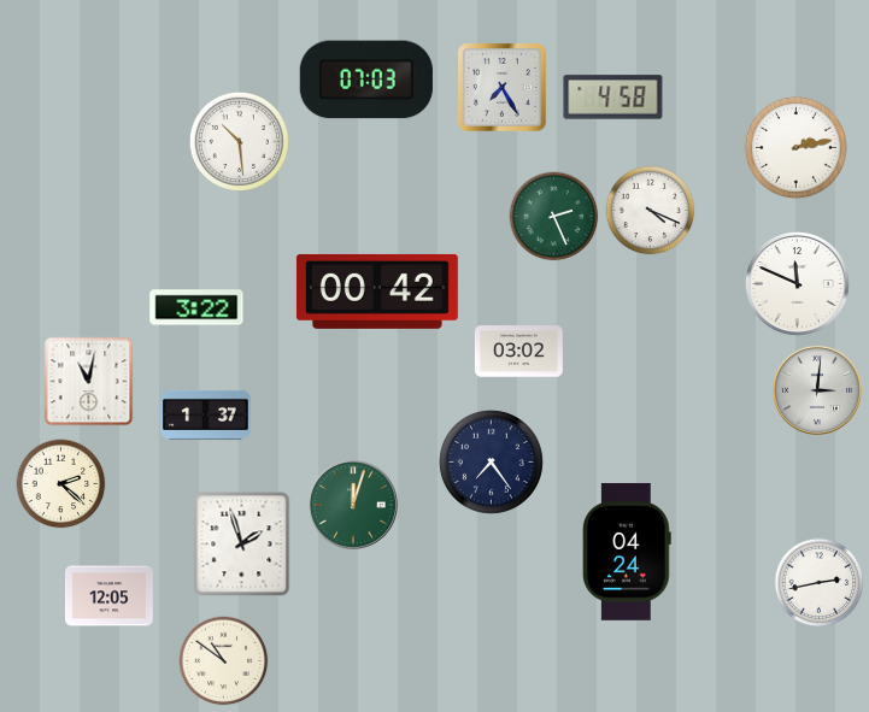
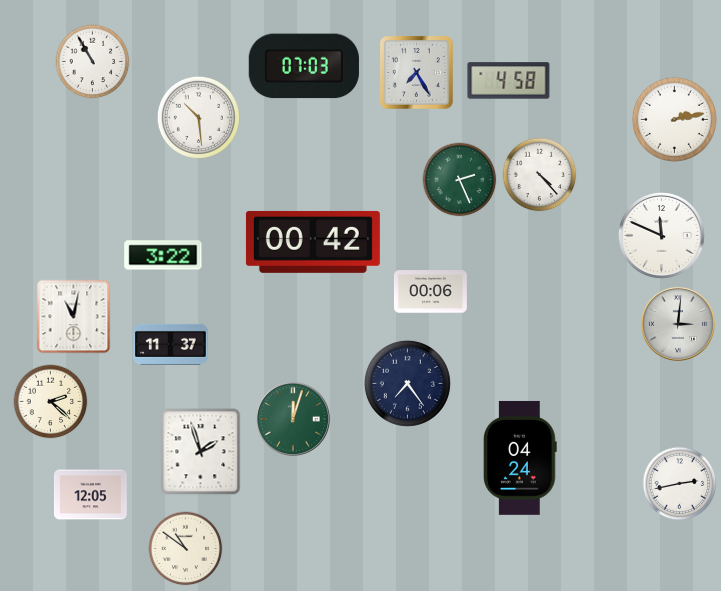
clock at (93, 62): none -> 10:55
clock at (795, 147) position: (795, 147) -> (674, 119)
clock at (651, 211): 4:19 -> 4:23
clock at (518, 352): 03:02 -> 00:06
clock at (206, 414): 1:37 -> 11:37
